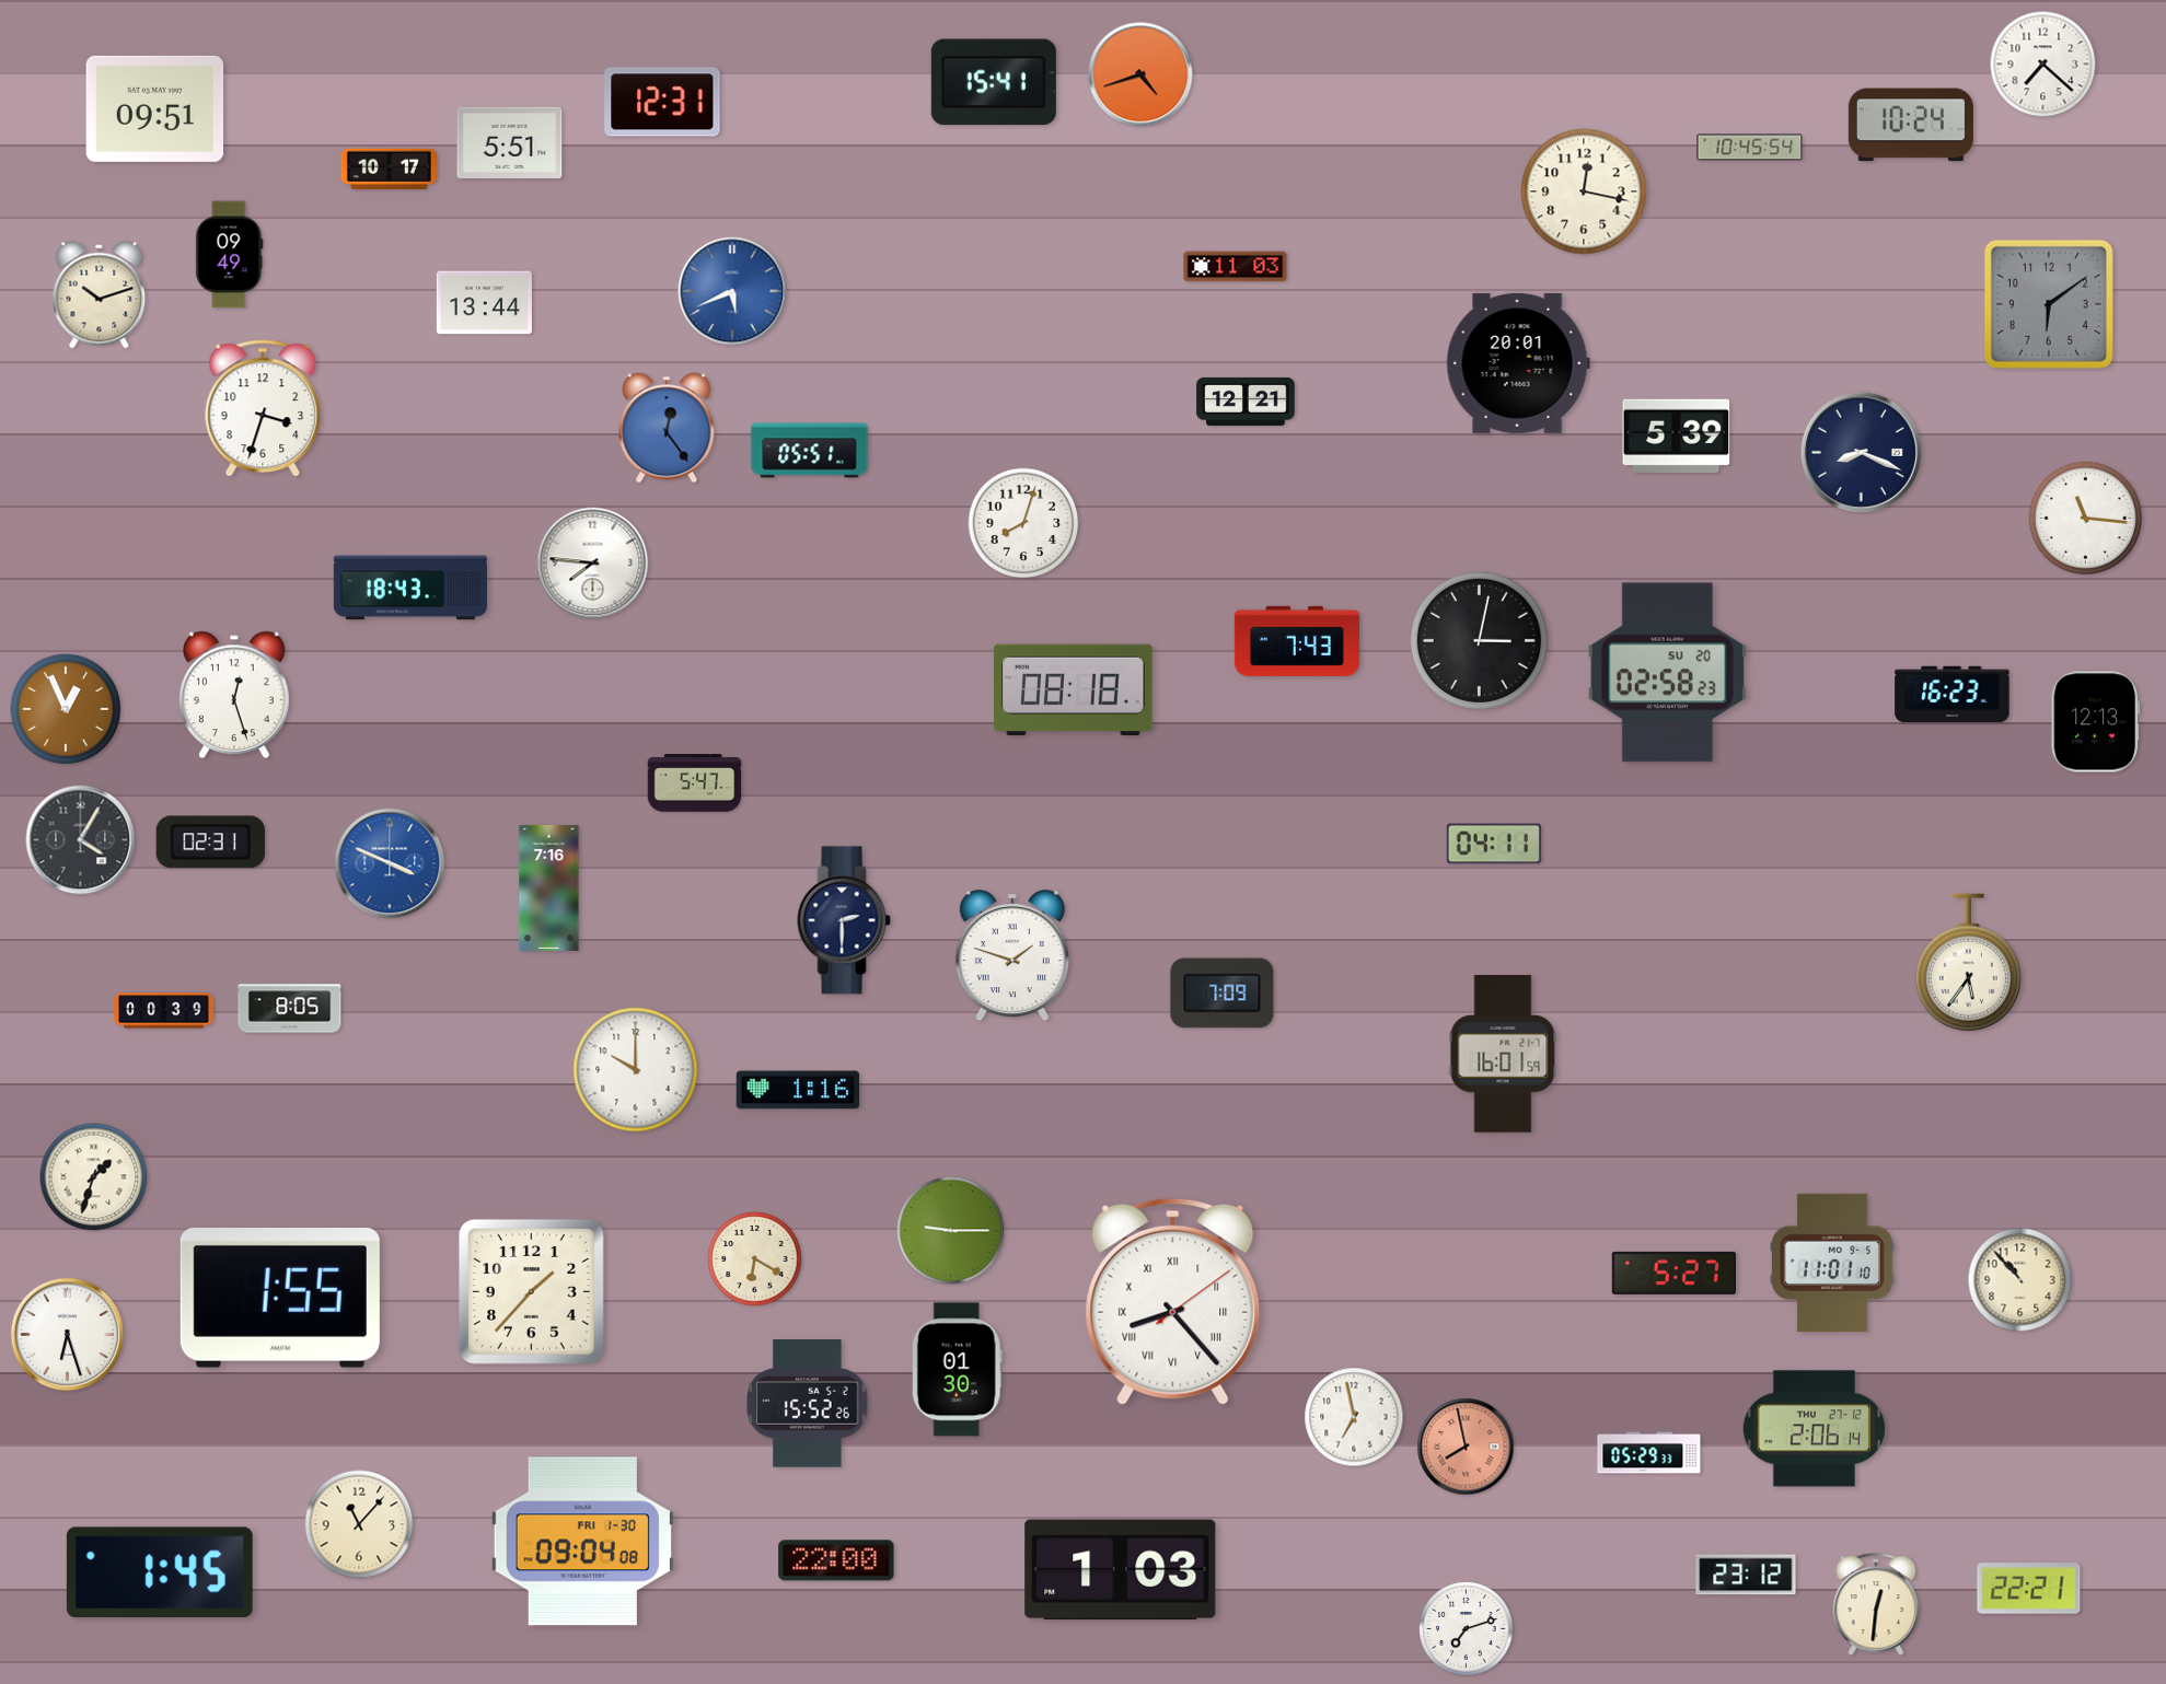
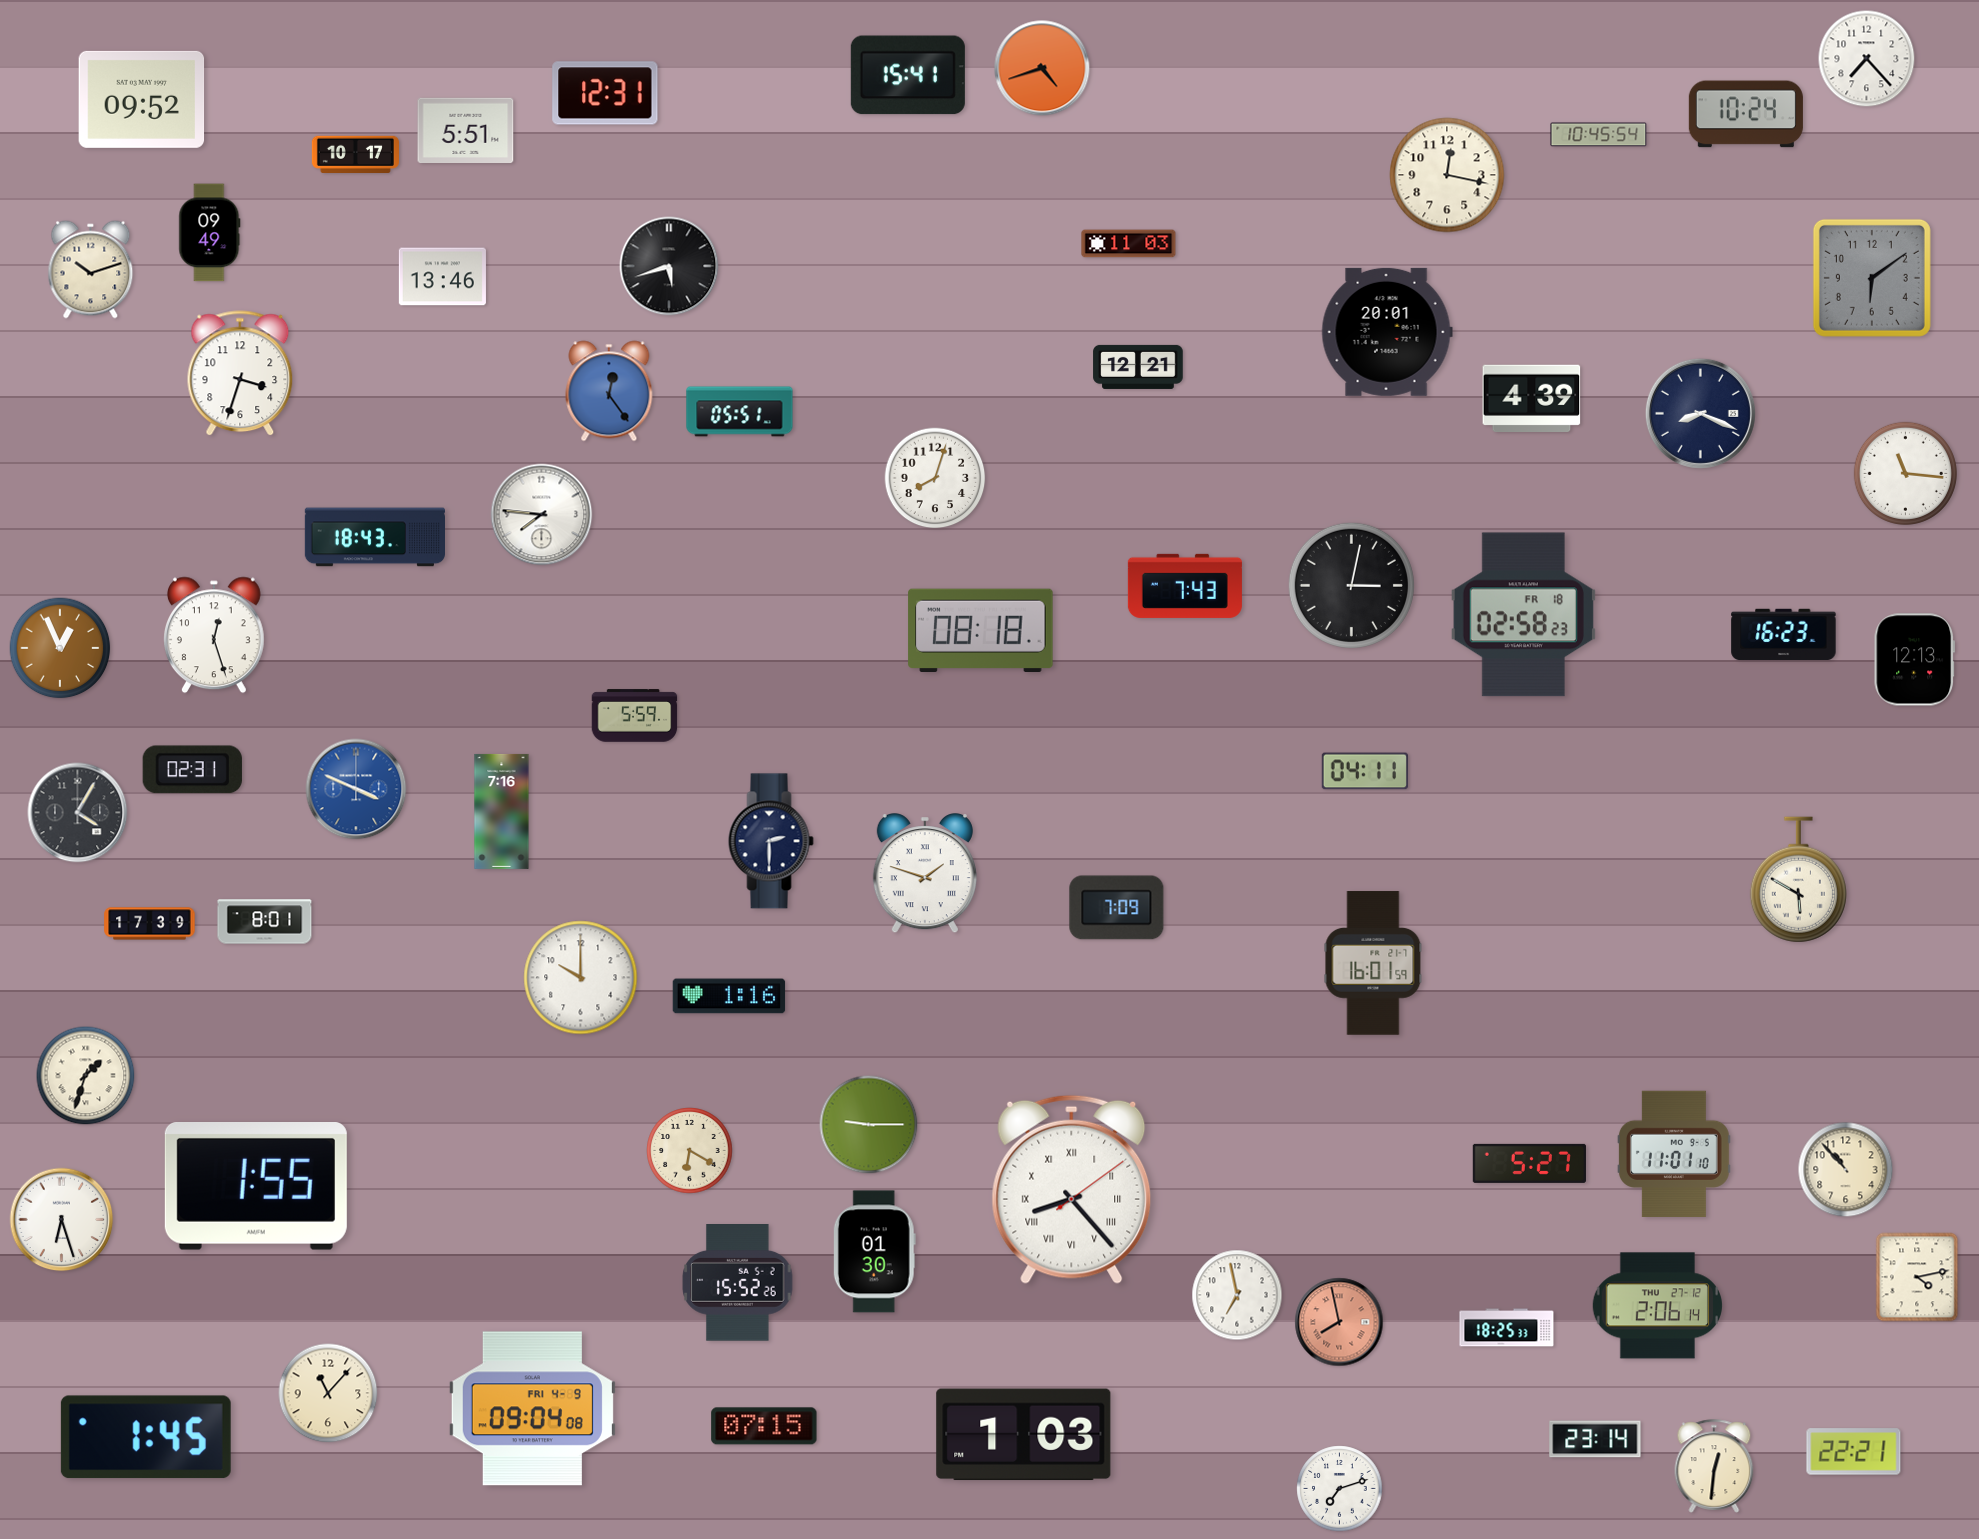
clock at (2043, 65): 7:22 -> 7:23
clock at (155, 108): 09:51 -> 09:52
clock at (732, 291): 5:41 -> 5:42
clock at (732, 291) dial: blue -> black
clock at (484, 303): 13:44 -> 13:46
clock at (1677, 435): 5:39 -> 4:39
clock at (1667, 673) date: SU 20 -> FR 18
clock at (695, 783): 5:47 -> 5:59
clock at (81, 840) position: (81, 840) -> (78, 813)
clock at (1968, 963): 5:36 -> 5:50
clock at (290, 1009): 8:05 -> 8:01
clock at (164, 1011): 00:39 -> 17:39
clock at (531, 1291): 1:37 -> none
clock at (1917, 1277): none -> 4:13
clock at (1649, 1453): 05:29 -> 18:25
clock at (582, 1542) date: FRI 1-30 -> FRI 4-9
clock at (836, 1560): 22:00 -> 07:15
clock at (1746, 1575): 23:12 -> 23:14
